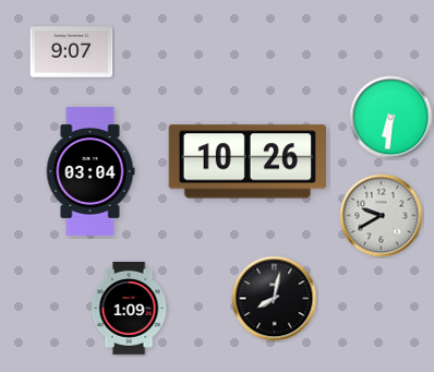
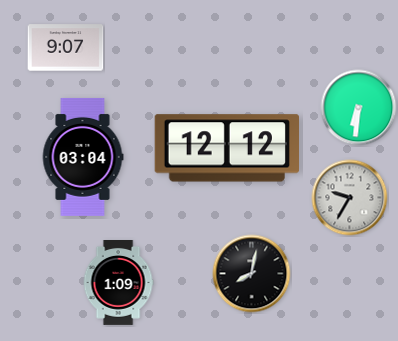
clock at (246, 161): 10:26 -> 12:12
clock at (382, 216): 9:40 -> 9:35
